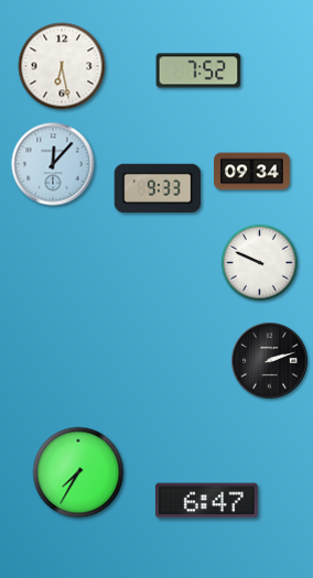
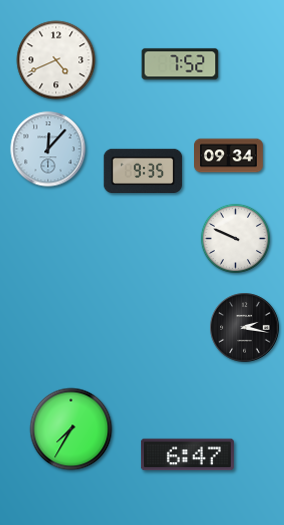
clock at (62, 66): 6:28 -> 4:41
clock at (158, 187): 9:33 -> 9:35
clock at (270, 361): 2:12 -> 2:17
